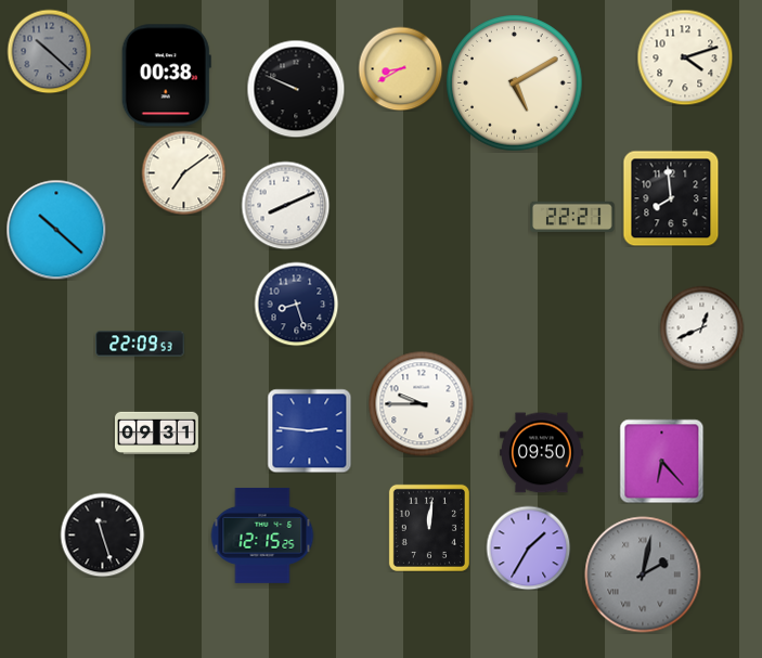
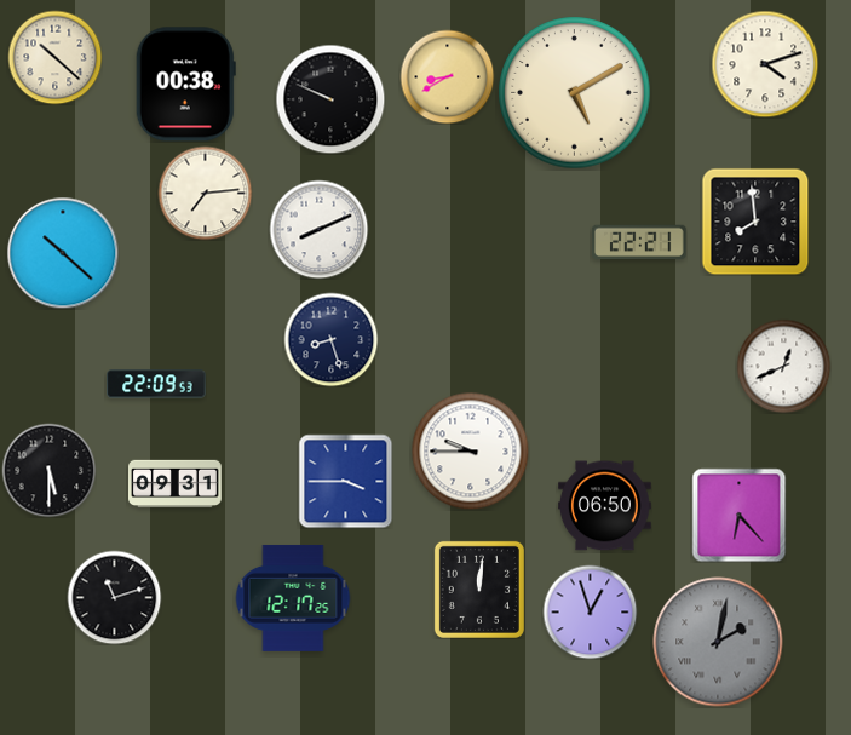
clock at (49, 51) dial: grey -> cream
clock at (183, 172): 7:09 -> 7:14
clock at (671, 198) position: (671, 198) -> (755, 222)
clock at (56, 230) position: (56, 230) -> (63, 253)
clock at (48, 470): none -> 5:30
clock at (309, 430): 2:46 -> 3:45
clock at (542, 453): 09:50 -> 06:50
clock at (102, 534): 11:27 -> 11:12
clock at (262, 536): 12:15 -> 12:17
clock at (528, 547): 1:35 -> 12:57
